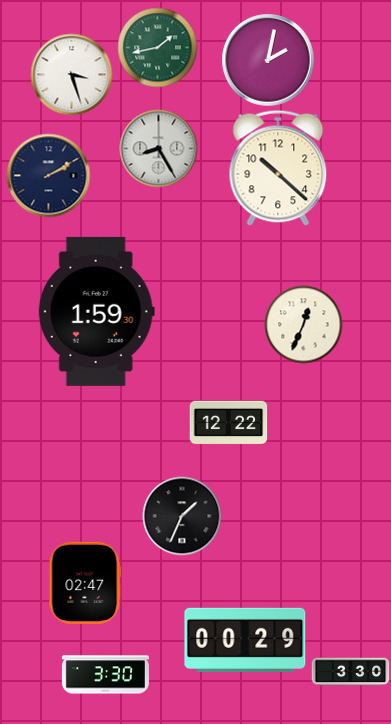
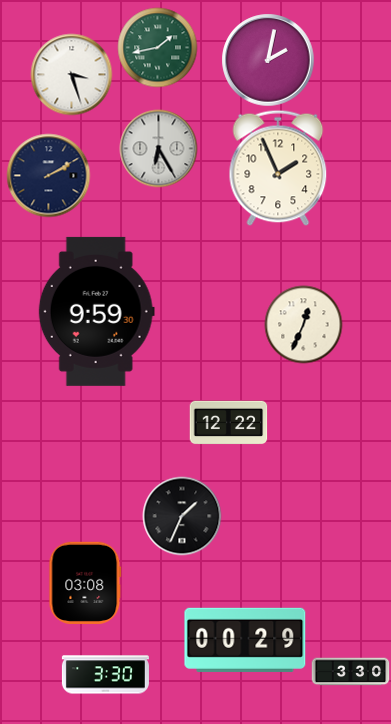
clock at (158, 148): 8:25 -> 6:25
clock at (278, 168): 10:22 -> 1:56
clock at (96, 311): 1:59 -> 9:59
clock at (85, 583): 02:47 -> 03:08
